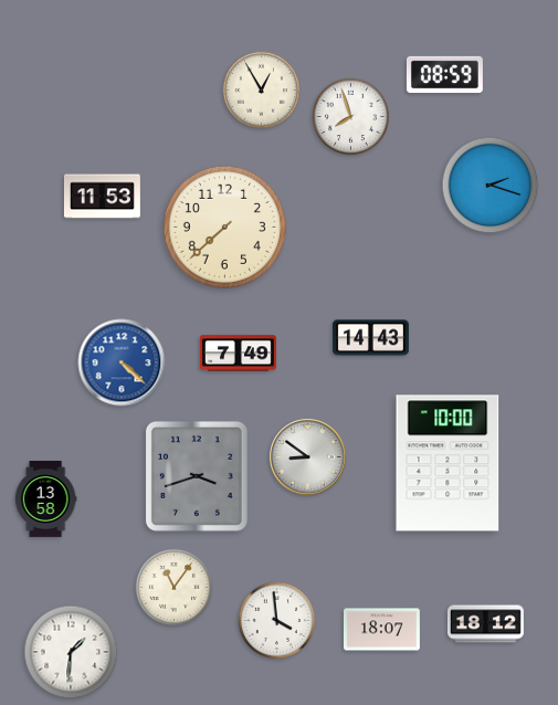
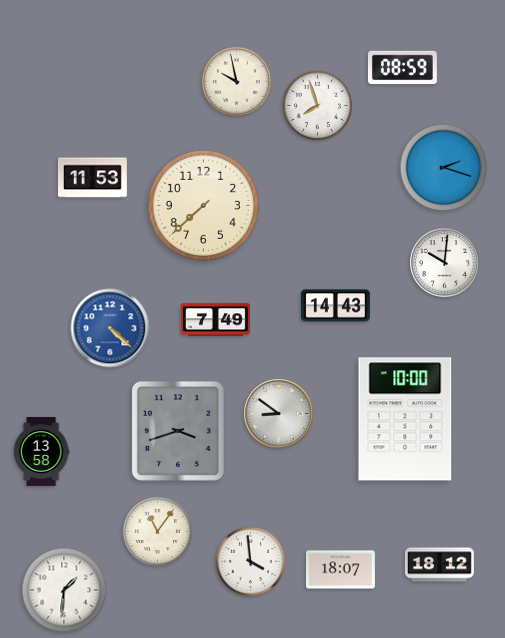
clock at (262, 91): 12:55 -> 9:58
clock at (445, 263): none -> 10:01
clock at (381, 630) position: (381, 630) -> (340, 570)
